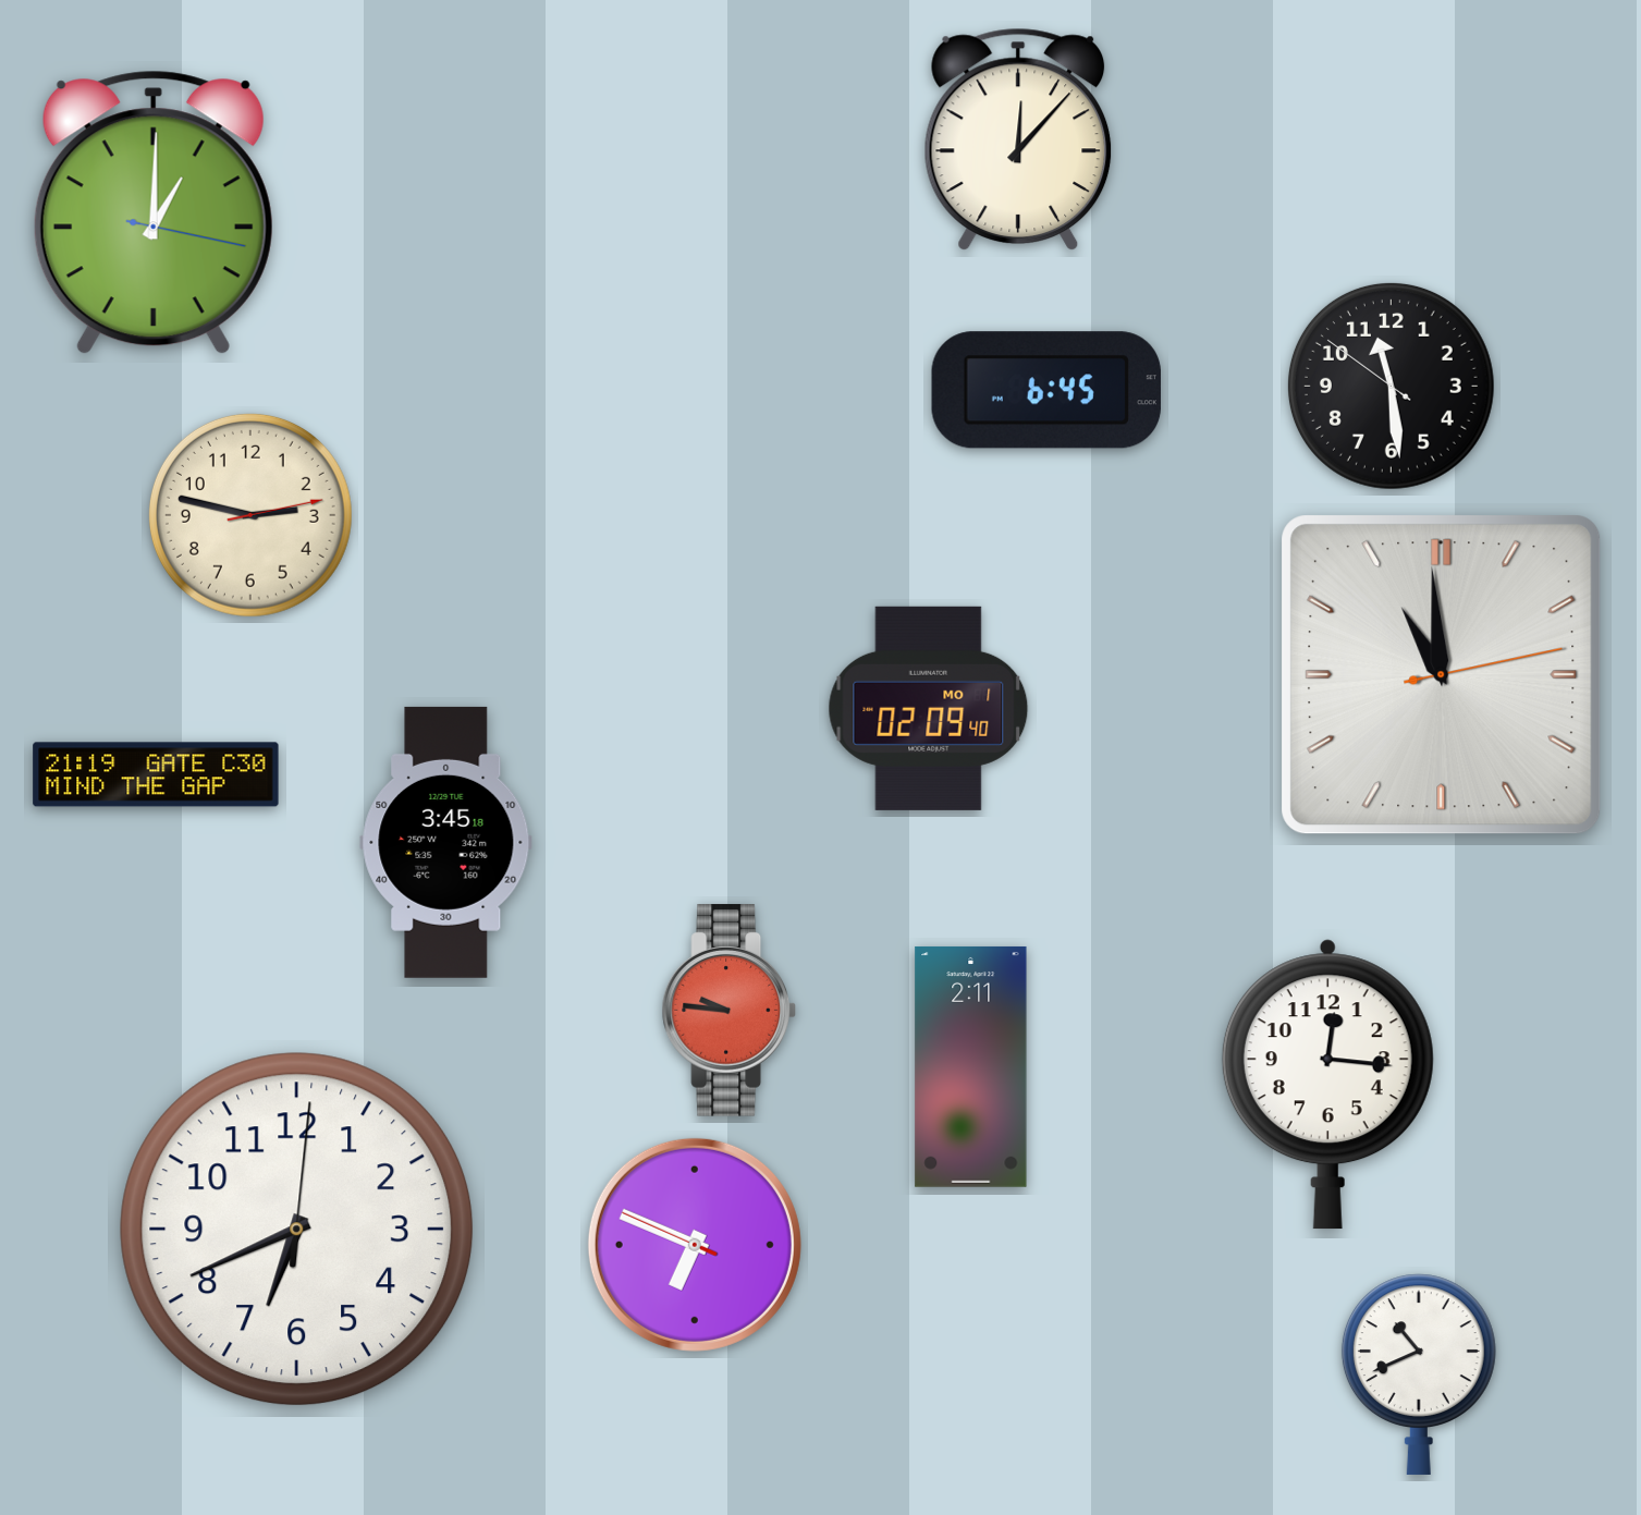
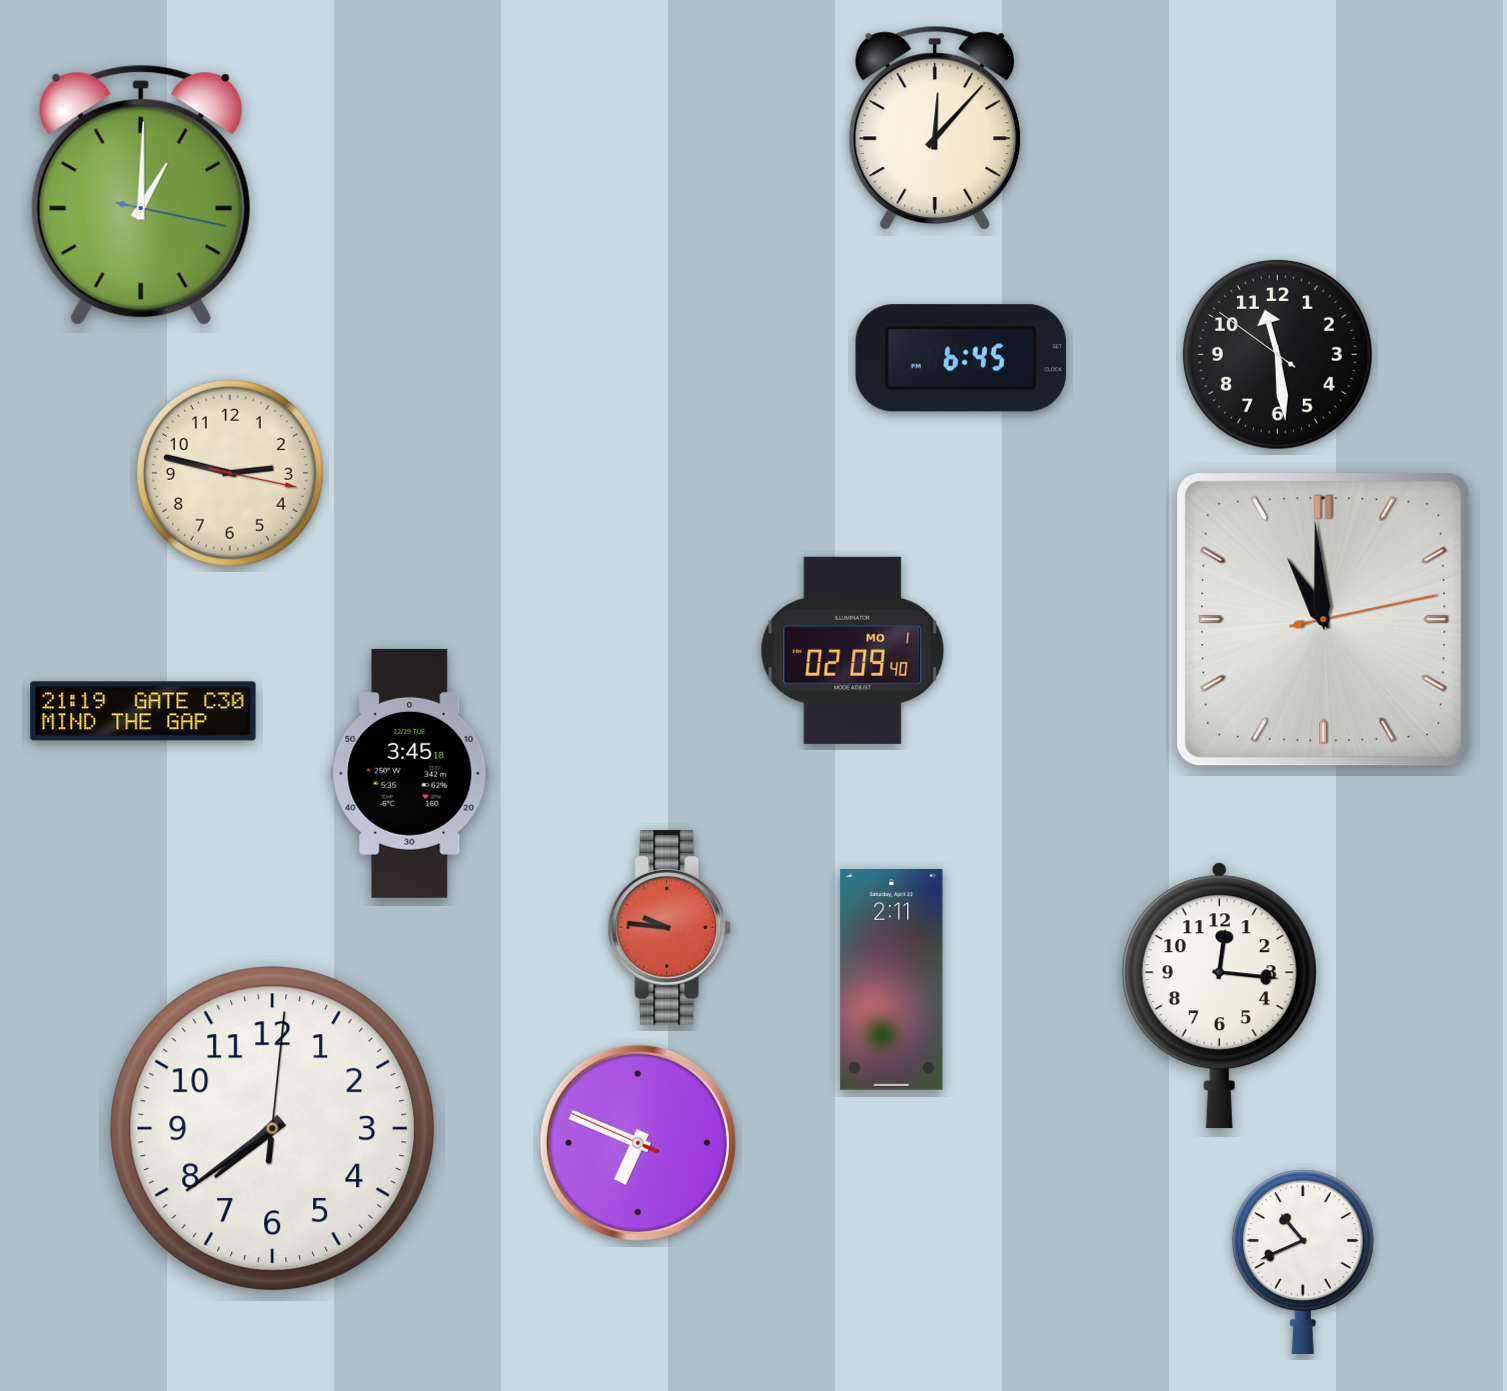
clock at (250, 515): 2:47:13 -> 2:47:17
clock at (297, 1230): 6:41 -> 7:39
